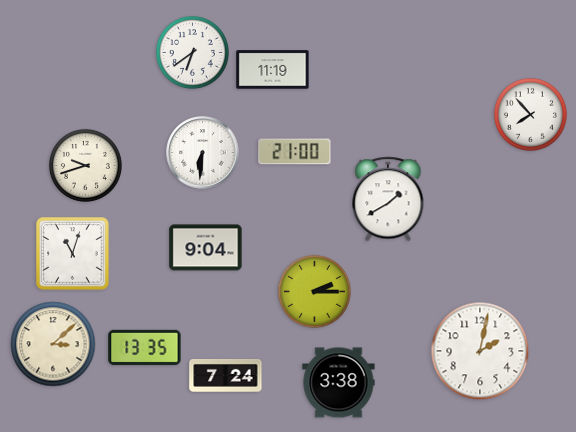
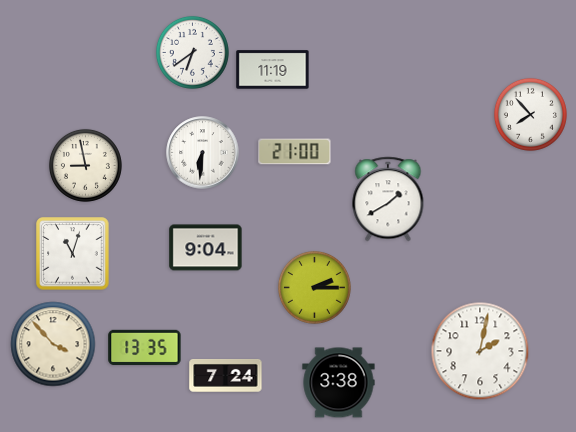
clock at (85, 165): 9:42 -> 8:58
clock at (314, 291) position: (314, 291) -> (314, 287)
clock at (53, 344): 3:08 -> 3:53
